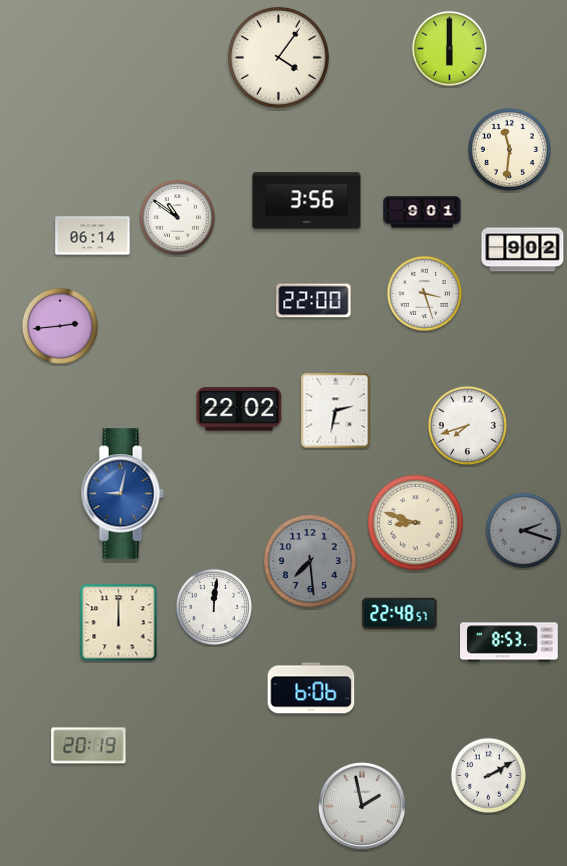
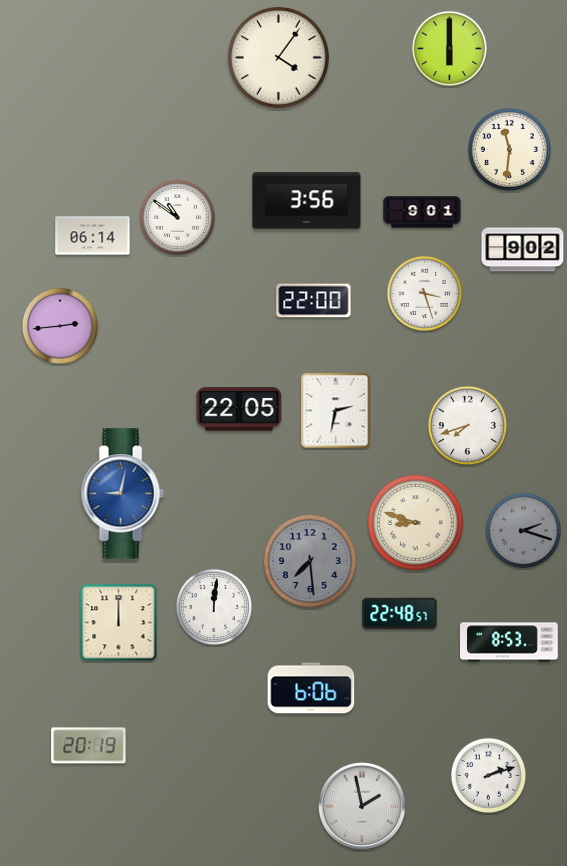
clock at (239, 409): 22:02 -> 22:05
clock at (488, 775): 2:10 -> 2:12
